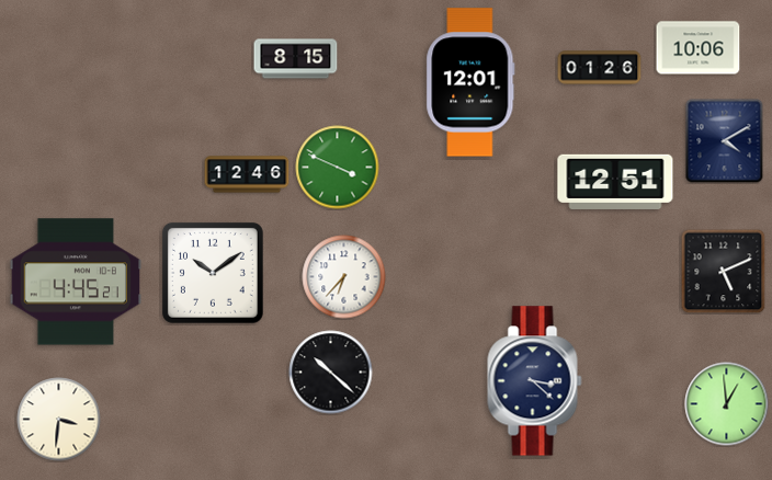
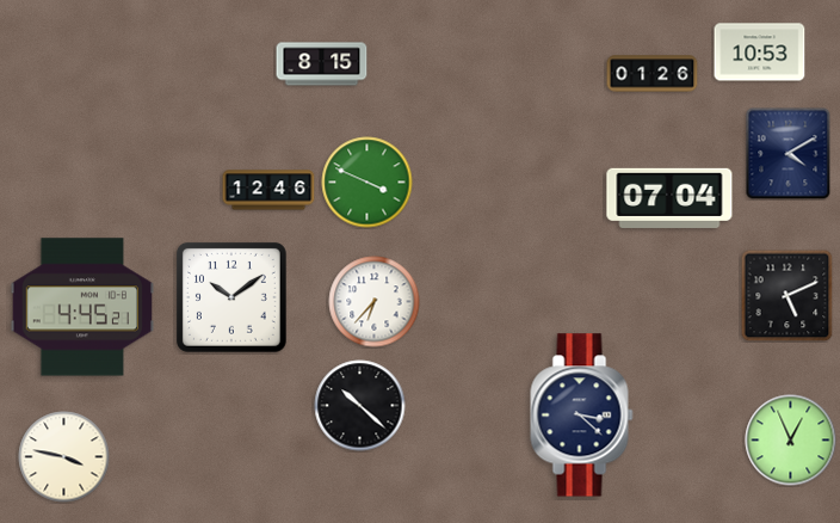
clock at (699, 48): 10:06 -> 10:53
clock at (470, 82): 12:01 -> none
clock at (615, 182): 12:51 -> 07:04
clock at (727, 404): 12:59 -> 12:56
clock at (59, 420): 3:31 -> 3:47
